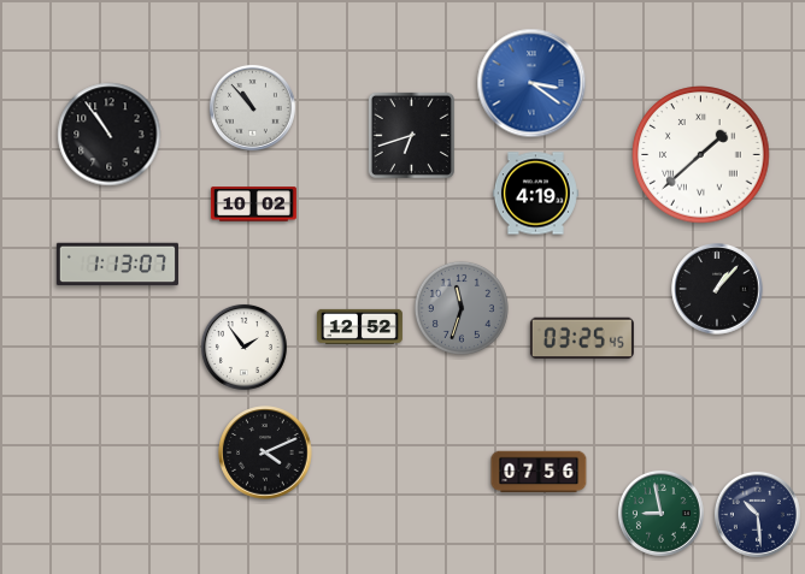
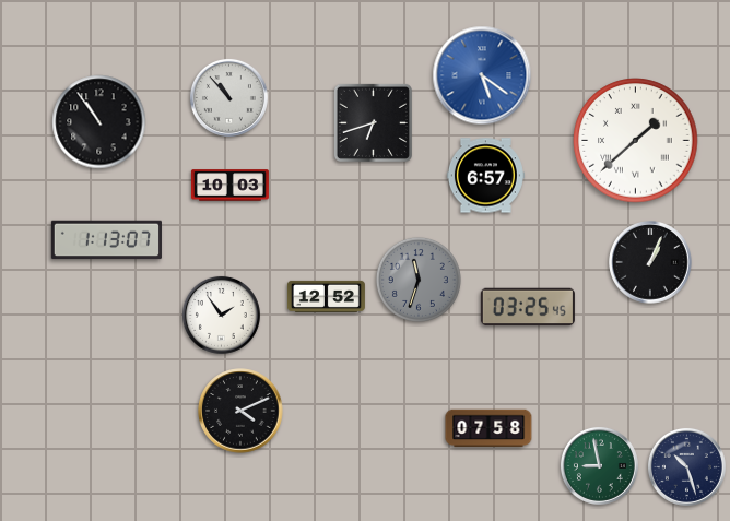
clock at (531, 83): 3:21 -> 5:21
clock at (535, 194): 4:19 -> 6:57
clock at (253, 205): 10:02 -> 10:03
clock at (717, 289): 1:07 -> 1:04
clock at (539, 472): 07:56 -> 07:58
clock at (757, 514): 10:29 -> 10:27
